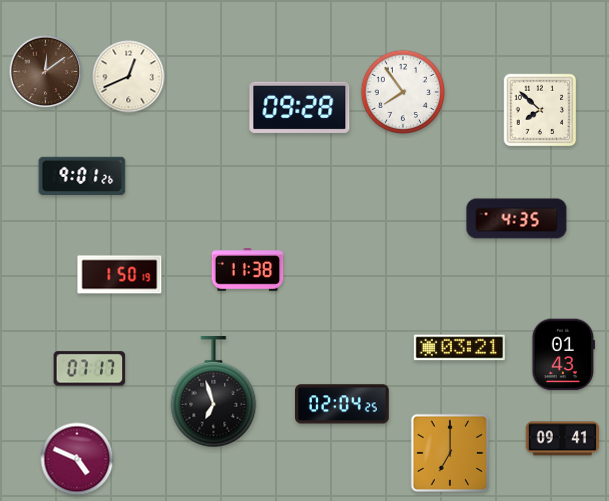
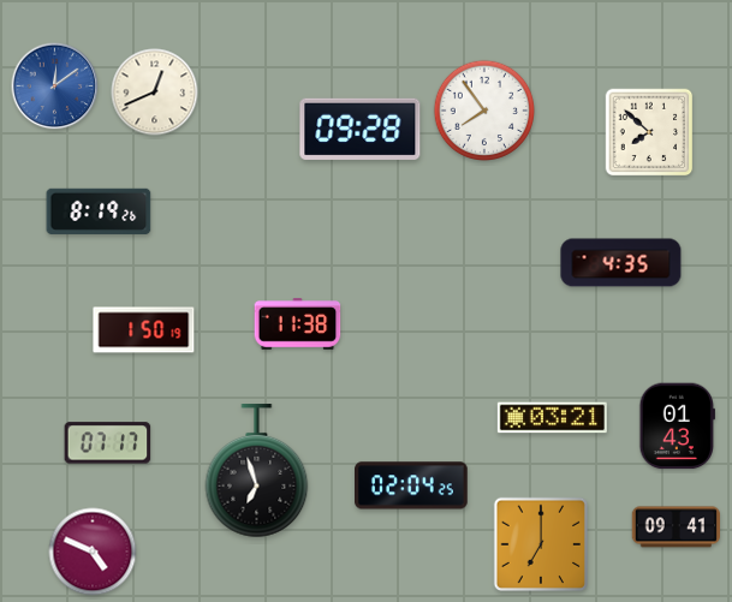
clock at (46, 72) dial: brown -> blue
clock at (82, 176): 9:01 -> 8:19
